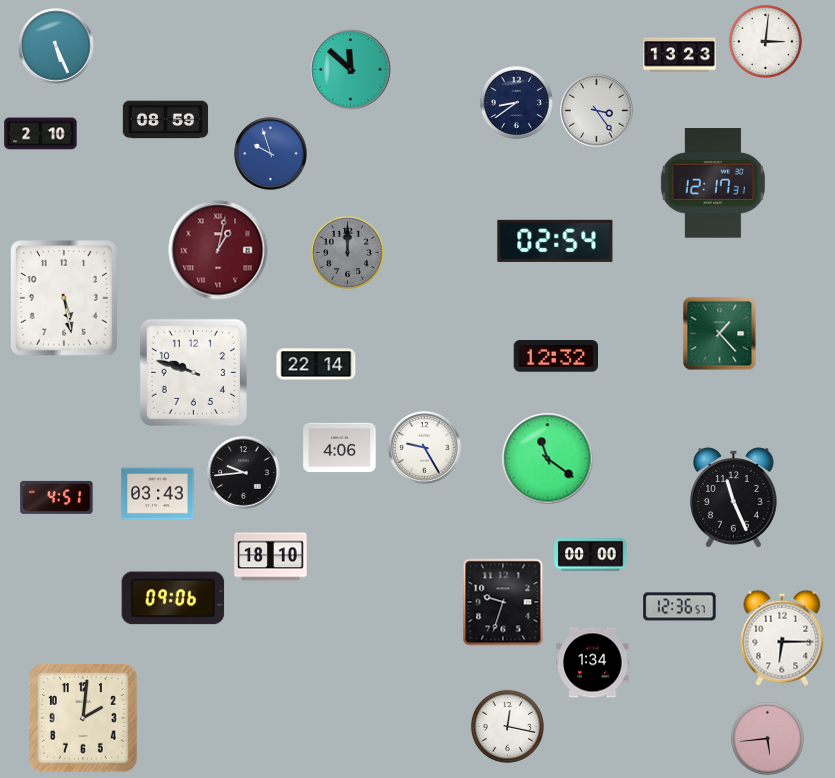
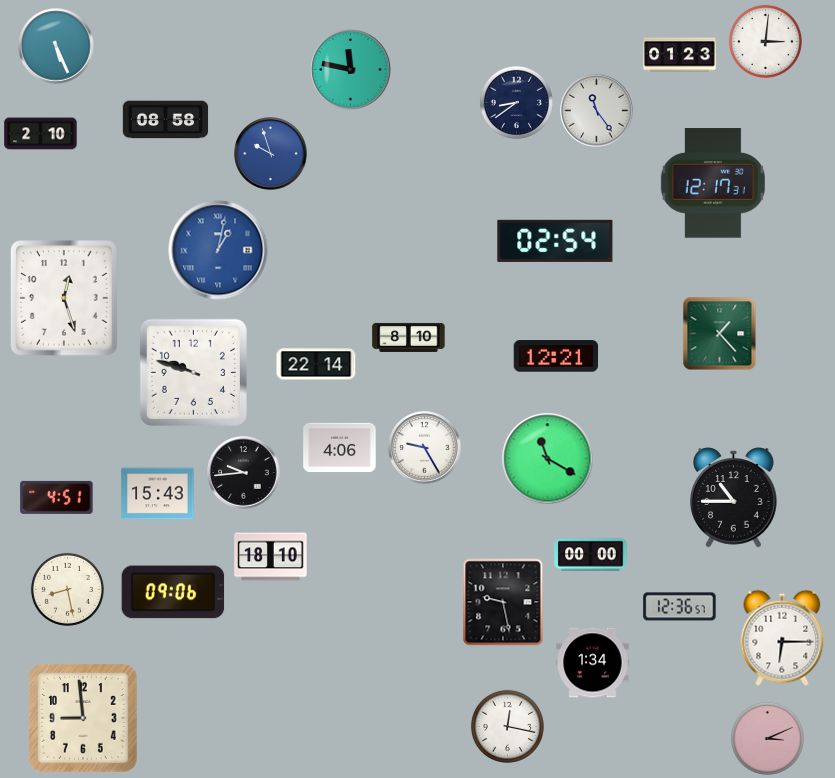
clock at (680, 55): 13:23 -> 01:23
clock at (351, 70): 11:52 -> 11:47
clock at (597, 111): 3:24 -> 11:24
clock at (166, 120): 08:59 -> 08:58
clock at (218, 250) dial: burgundy -> blue
clock at (347, 252): 12:00 -> none
clock at (65, 299): 5:28 -> 12:27
clock at (409, 337): none -> 8:10
clock at (556, 356): 12:32 -> 12:21
clock at (548, 459): 11:21 -> 11:20
clock at (158, 494): 03:43 -> 15:43
clock at (734, 498): 11:26 -> 10:45
clock at (67, 589): none -> 8:28
clock at (173, 598) position: (173, 598) -> (173, 592)
clock at (503, 602): 9:33 -> 9:28
clock at (83, 718): 2:01 -> 8:59
clock at (767, 738): 5:44 -> 3:11
